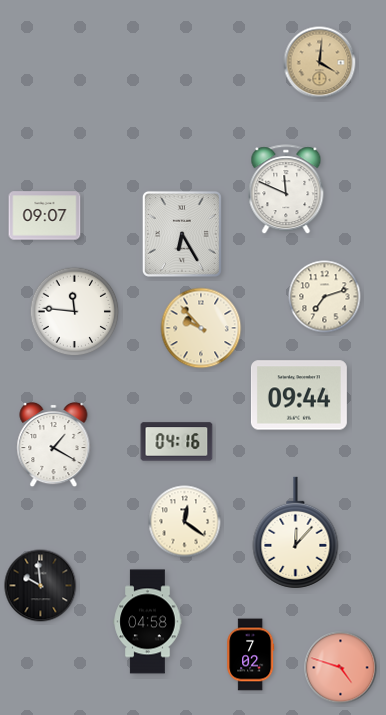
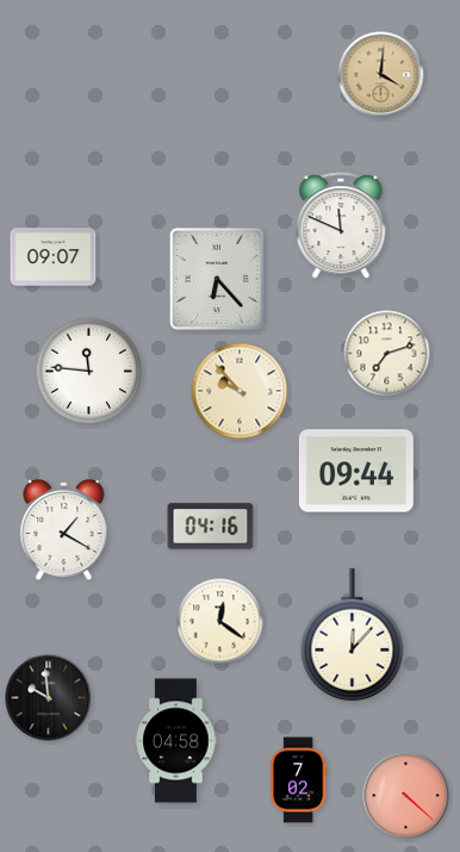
clock at (182, 234): 6:25 -> 6:23
clock at (341, 668): 4:48 -> 4:22
